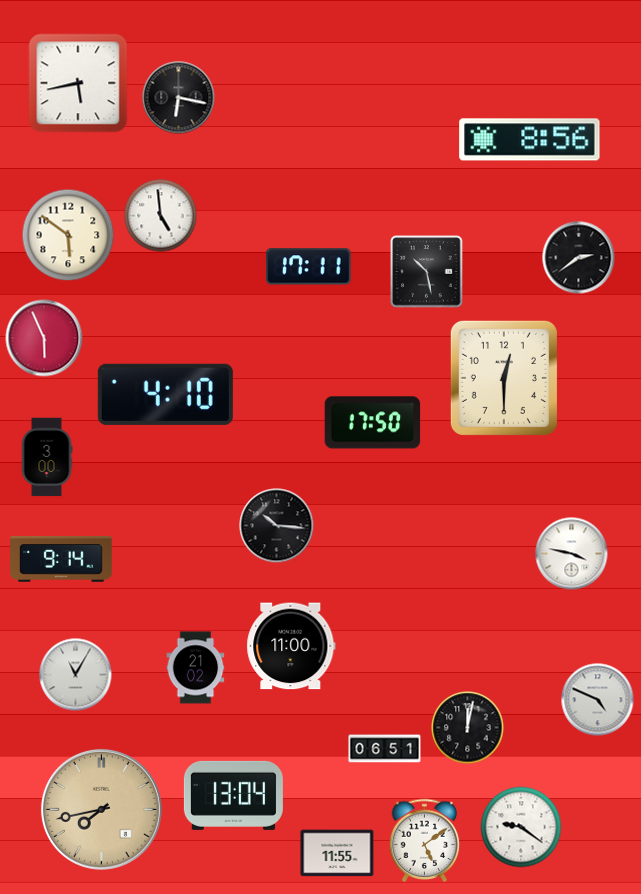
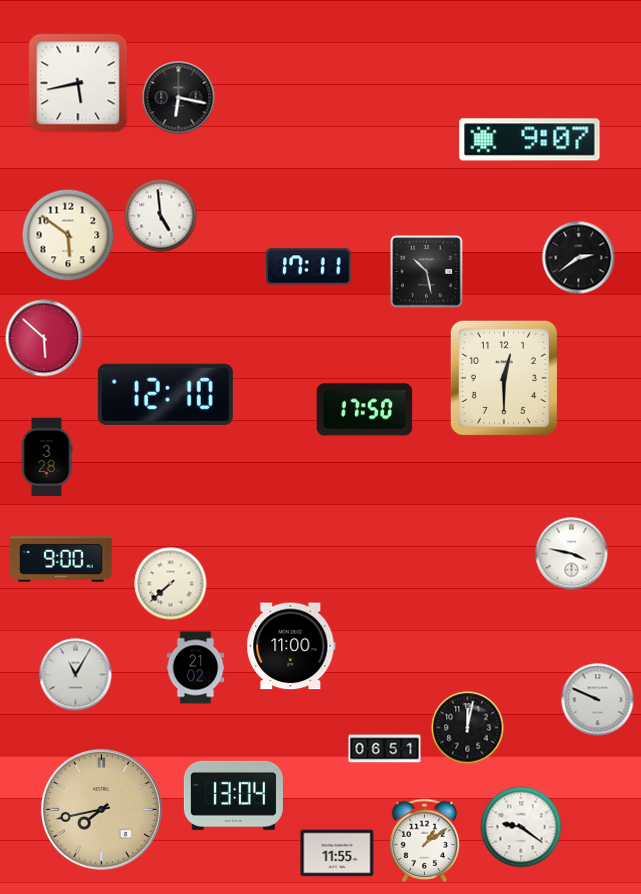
clock at (530, 140): 8:56 -> 9:07
clock at (44, 338): 5:56 -> 5:52
clock at (165, 394): 4:10 -> 12:10
clock at (373, 423) position: (373, 423) -> (365, 410)
clock at (47, 457): 3:00 -> 3:28
clock at (277, 526): 10:16 -> none
clock at (61, 560): 9:14 -> 9:00
clock at (171, 584): none -> 7:38
clock at (598, 700): 4:49 -> 9:49
clock at (425, 841): 5:09 -> 1:09
